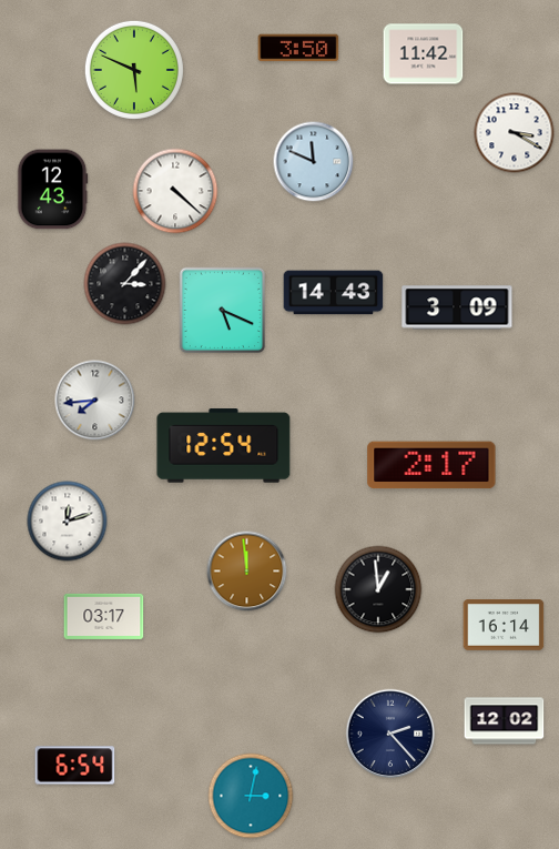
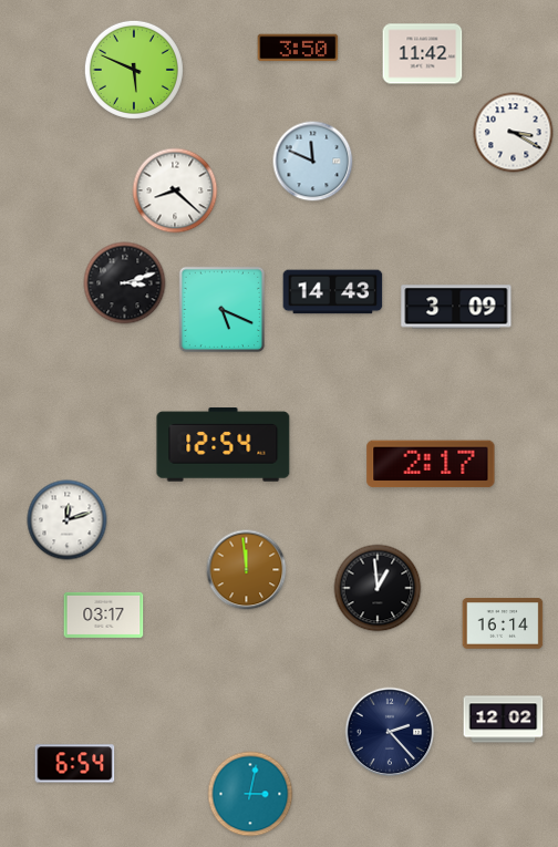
clock at (52, 190): 12:43 -> none
clock at (175, 191): 4:22 -> 8:22
clock at (125, 284): 3:07 -> 3:12
clock at (95, 401): 7:44 -> none
